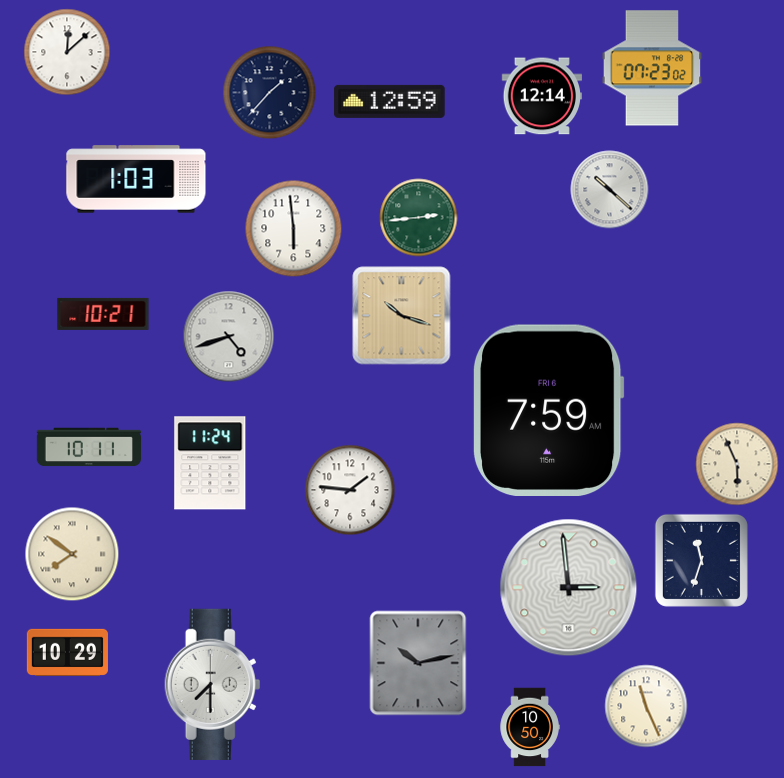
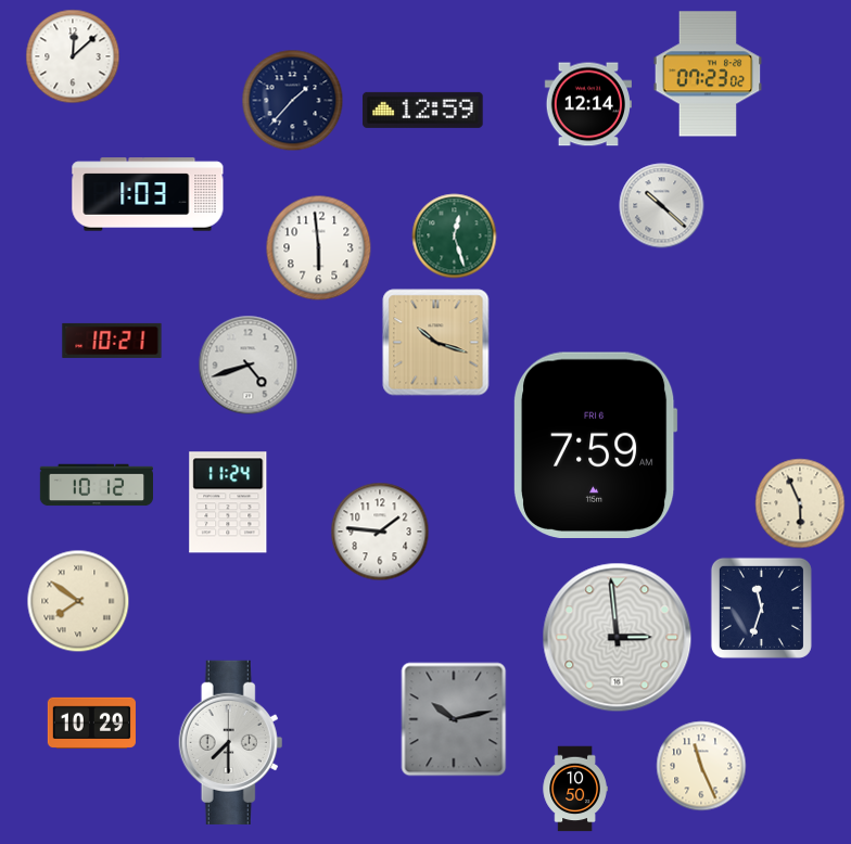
clock at (419, 218): 2:44 -> 12:27
clock at (88, 447): 10:11 -> 10:12
clock at (67, 652) position: (67, 652) -> (91, 722)
